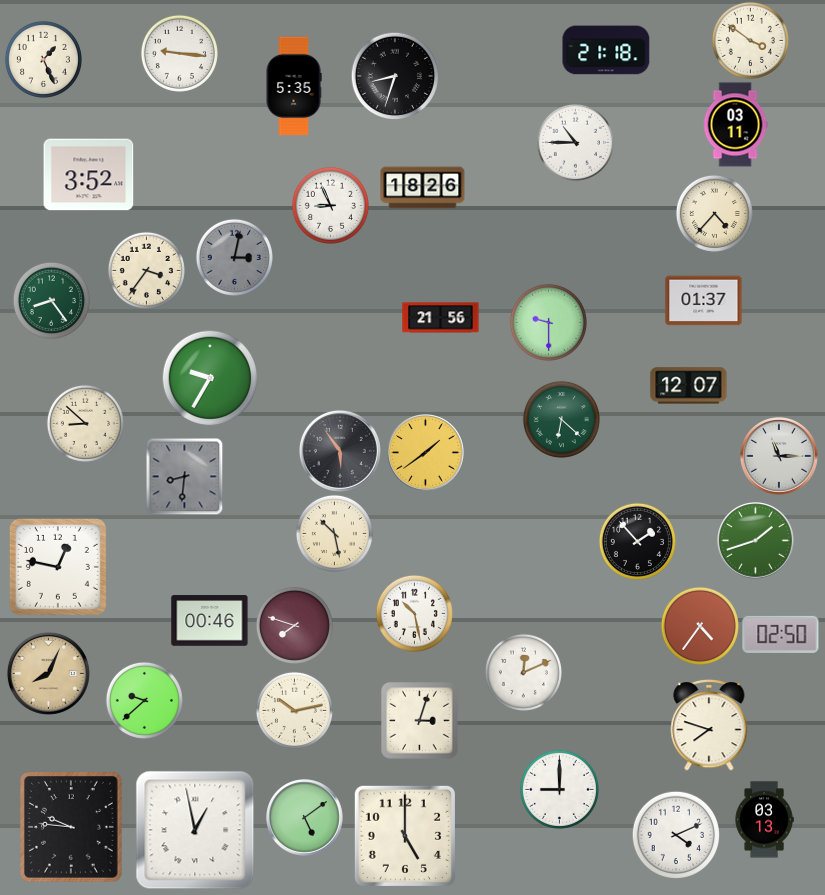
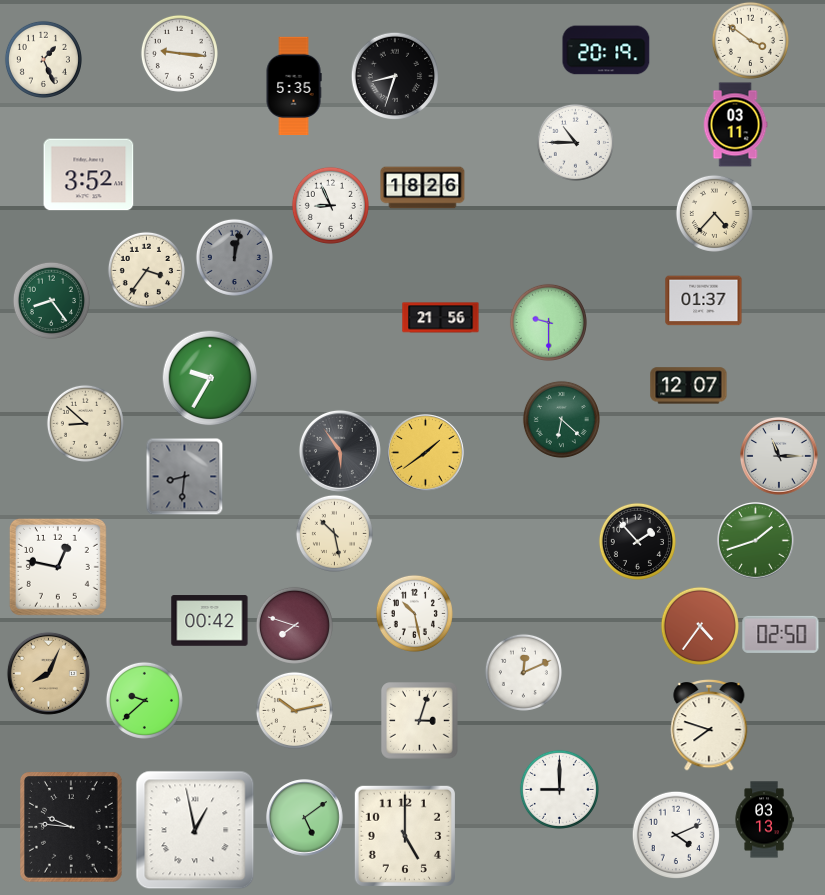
clock at (606, 50): 21:18 -> 20:19
clock at (234, 257): 3:02 -> 12:02
clock at (210, 621): 00:46 -> 00:42
